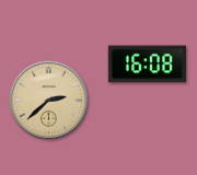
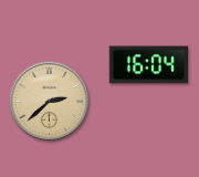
clock at (147, 65): 16:08 -> 16:04
